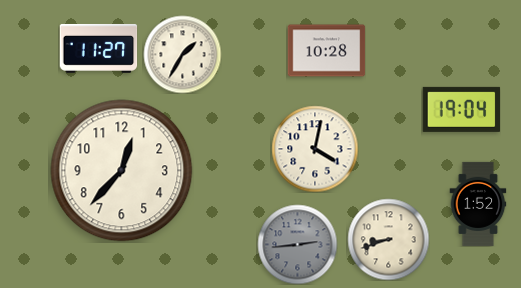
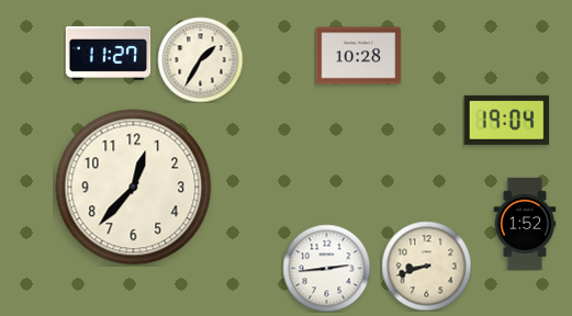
clock at (315, 149): 4:02 -> none
clock at (388, 239) position: (388, 239) -> (426, 266)
clock at (297, 244) dial: grey -> white
